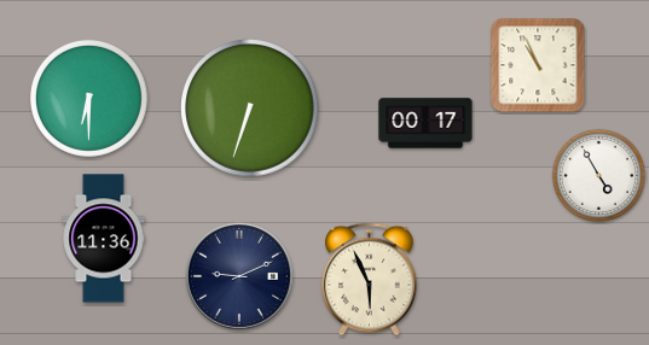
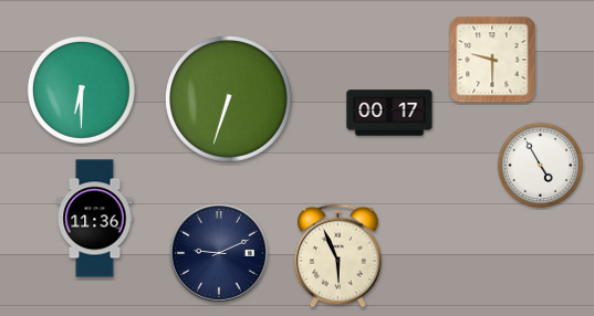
clock at (538, 65): 10:56 -> 9:30
clock at (598, 175) position: (598, 175) -> (540, 165)
